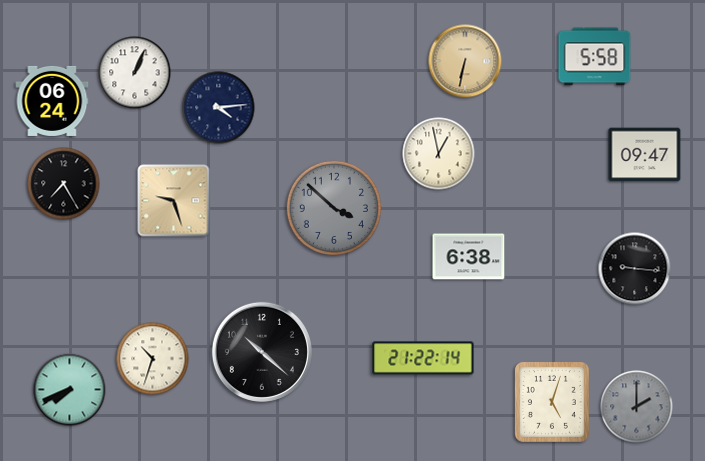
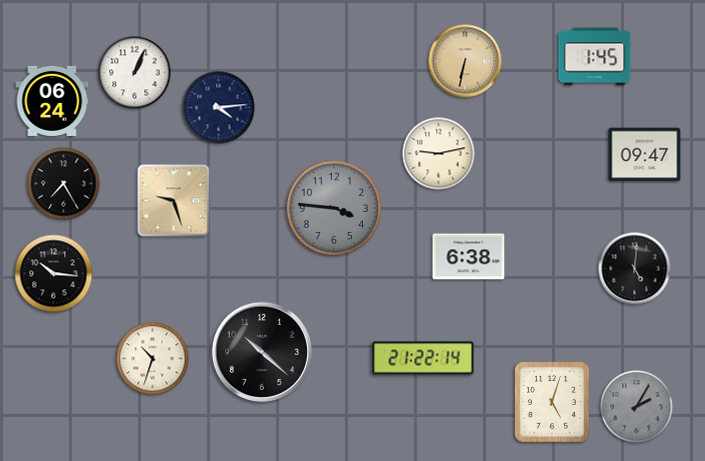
clock at (595, 57): 5:58 -> 1:45
clock at (439, 154): 12:58 -> 9:13
clock at (334, 208): 3:52 -> 3:46
clock at (635, 269): 9:16 -> 5:01
clock at (54, 274): none -> 10:16
clock at (70, 390): 7:41 -> none
clock at (637, 407): 2:00 -> 2:05
